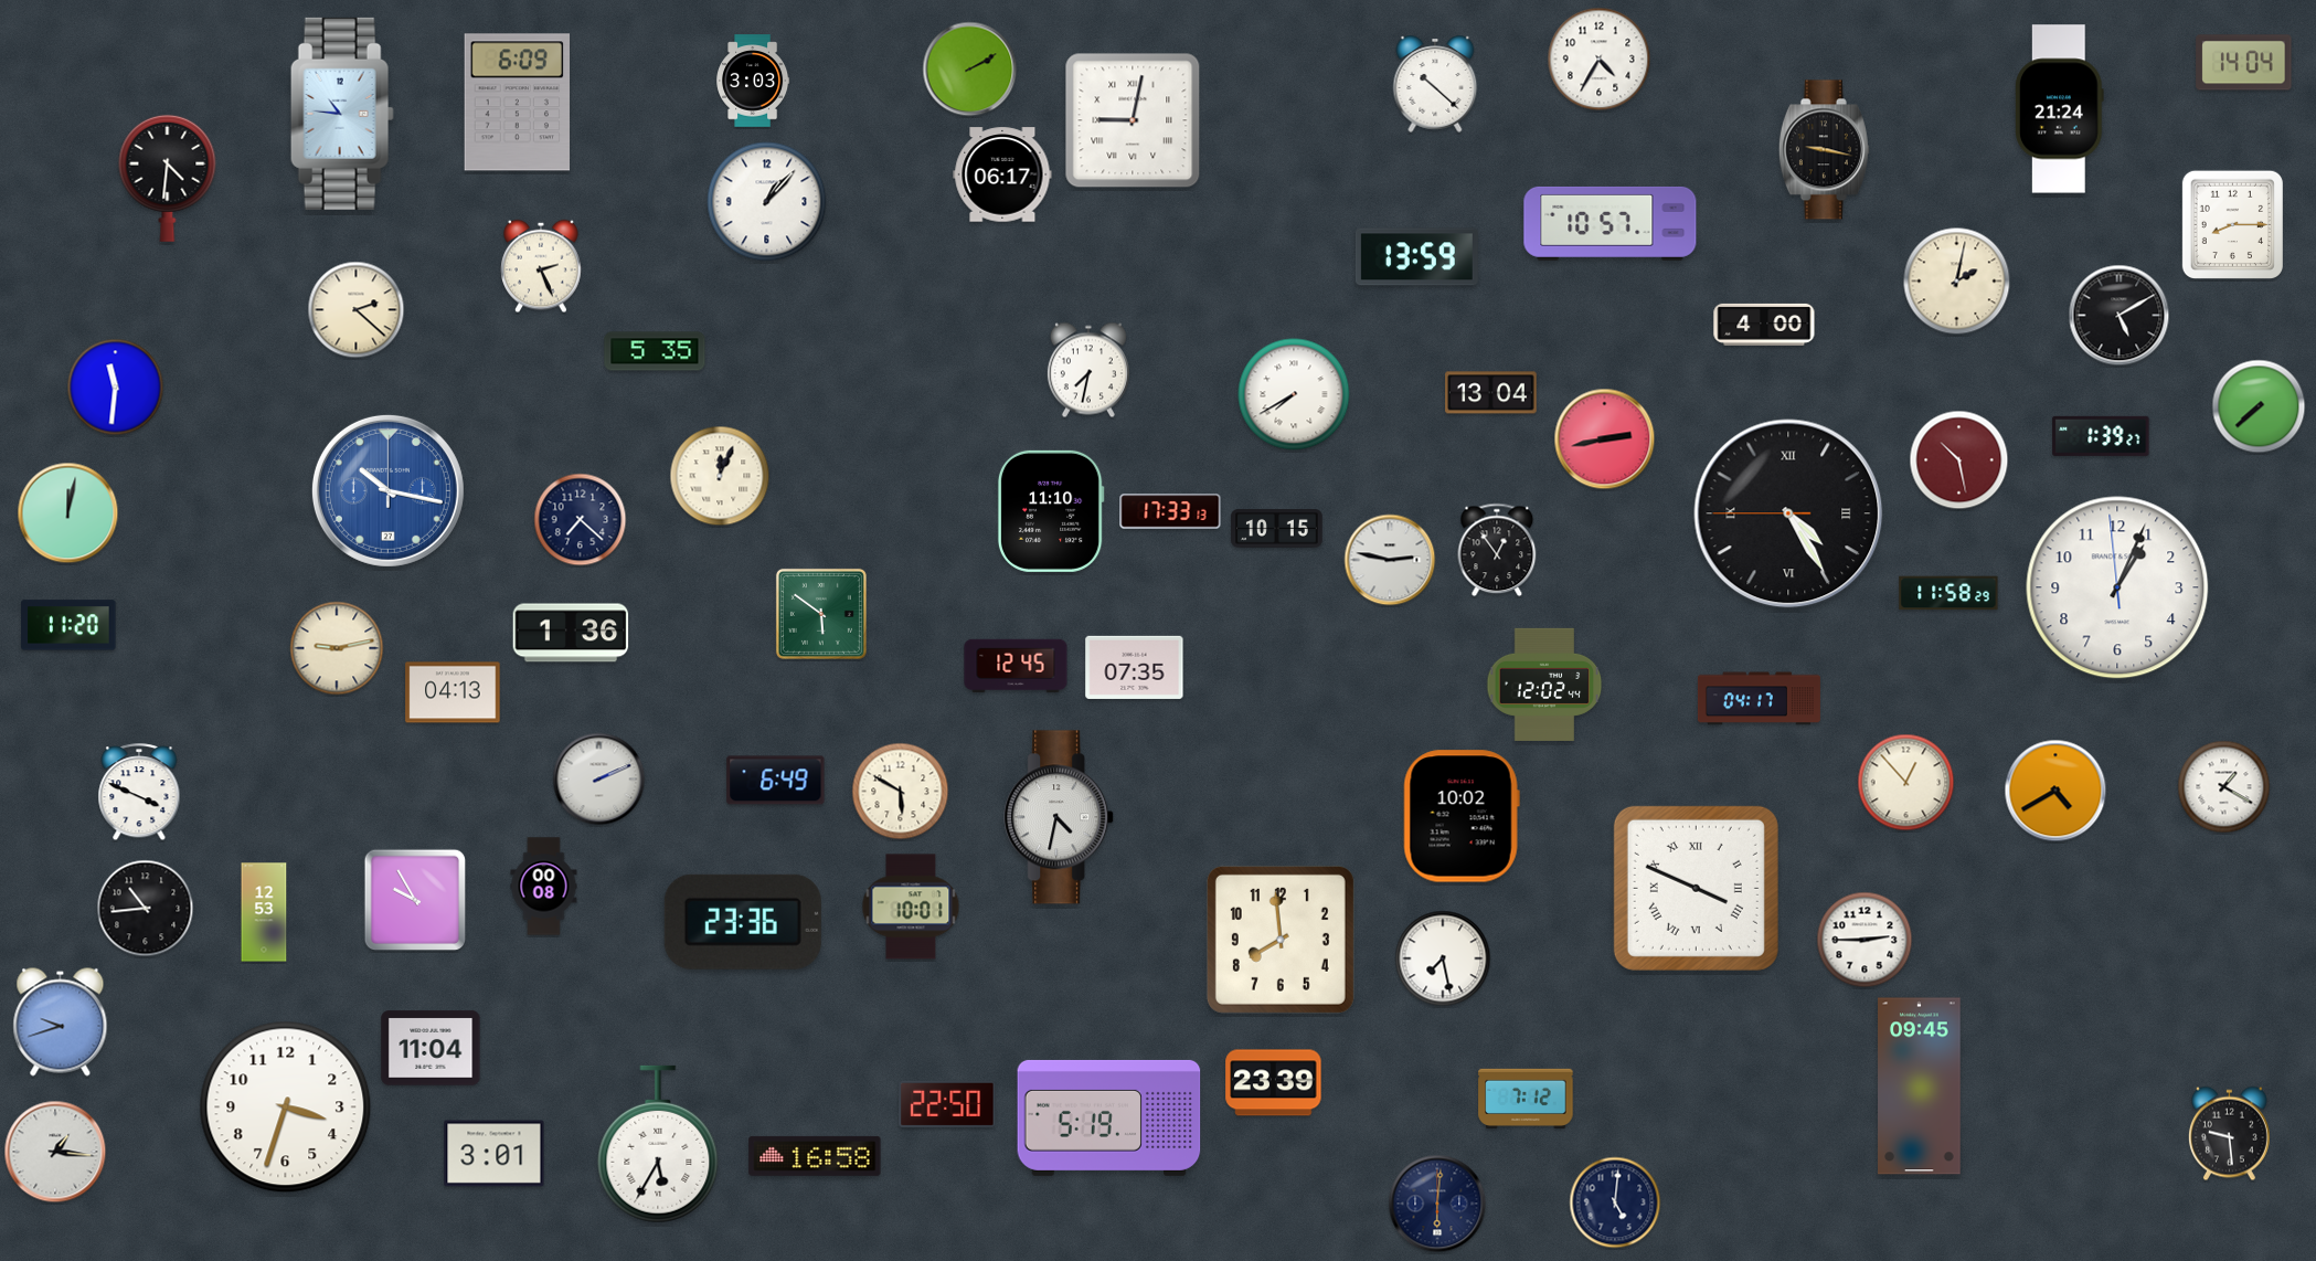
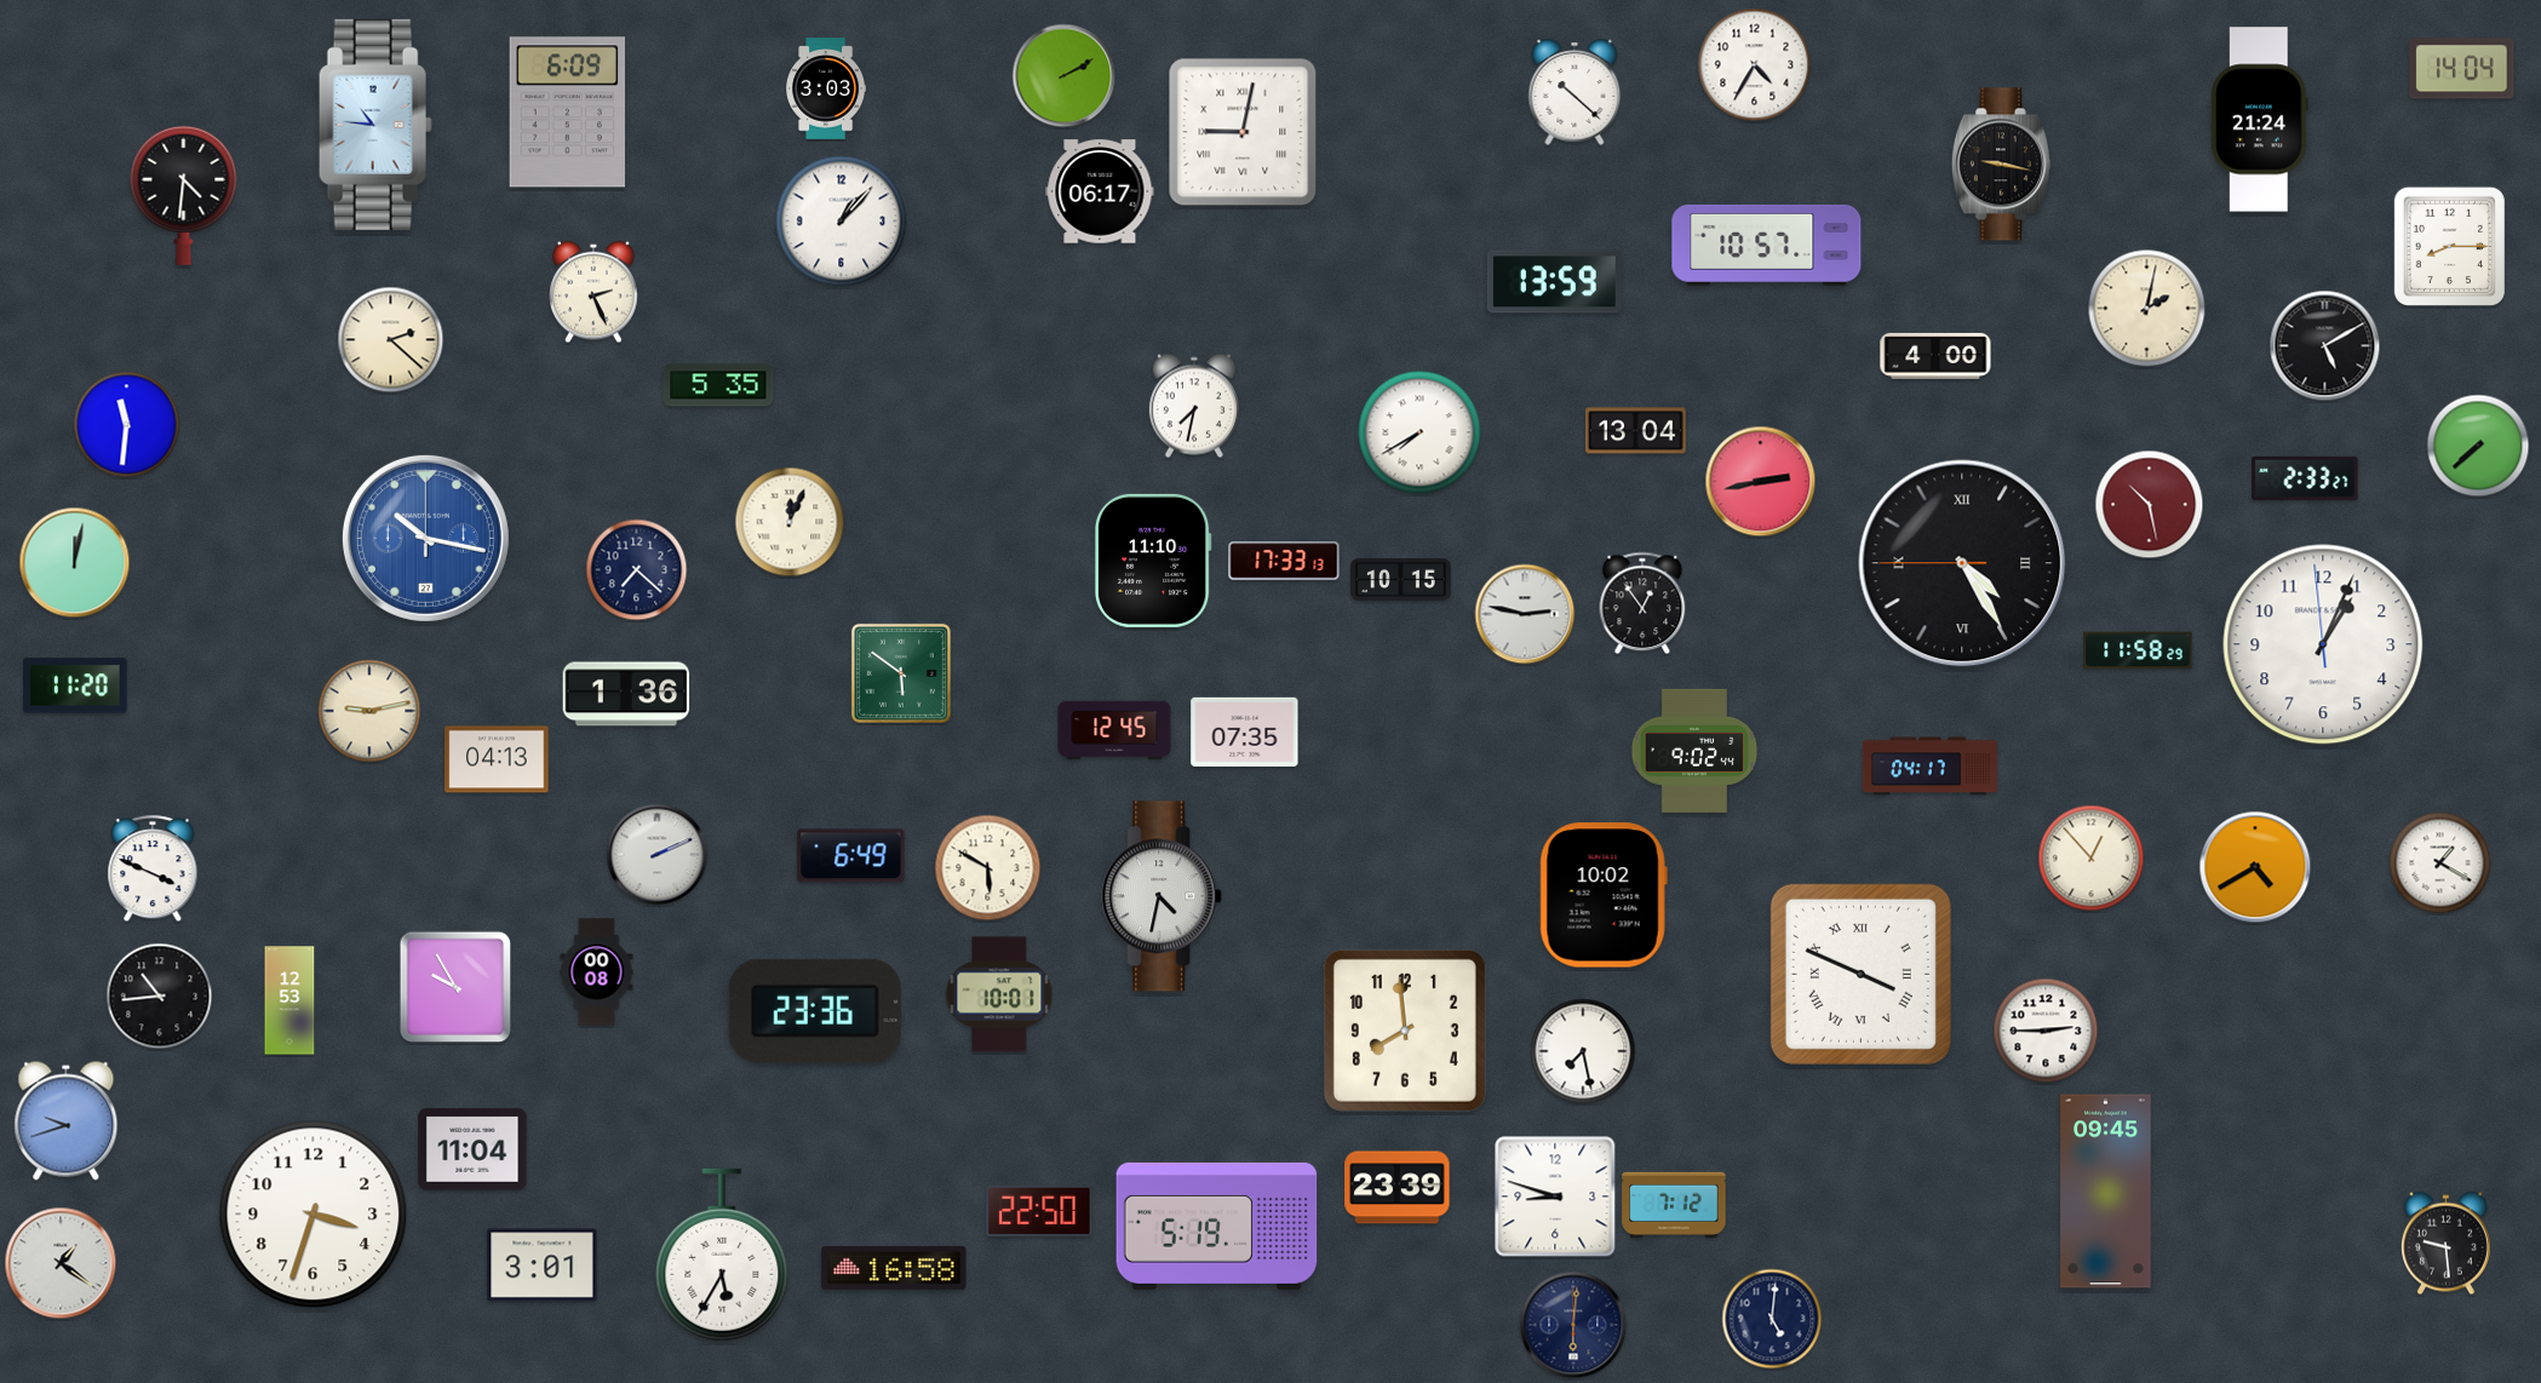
clock at (2101, 436): 1:39 -> 2:33
clock at (1544, 685): 12:02 -> 9:02
clock at (1555, 1197): none -> 8:48
clock at (55, 1152): 1:16 -> 1:21
clock at (1437, 1204) position: (1437, 1204) -> (1573, 1325)
